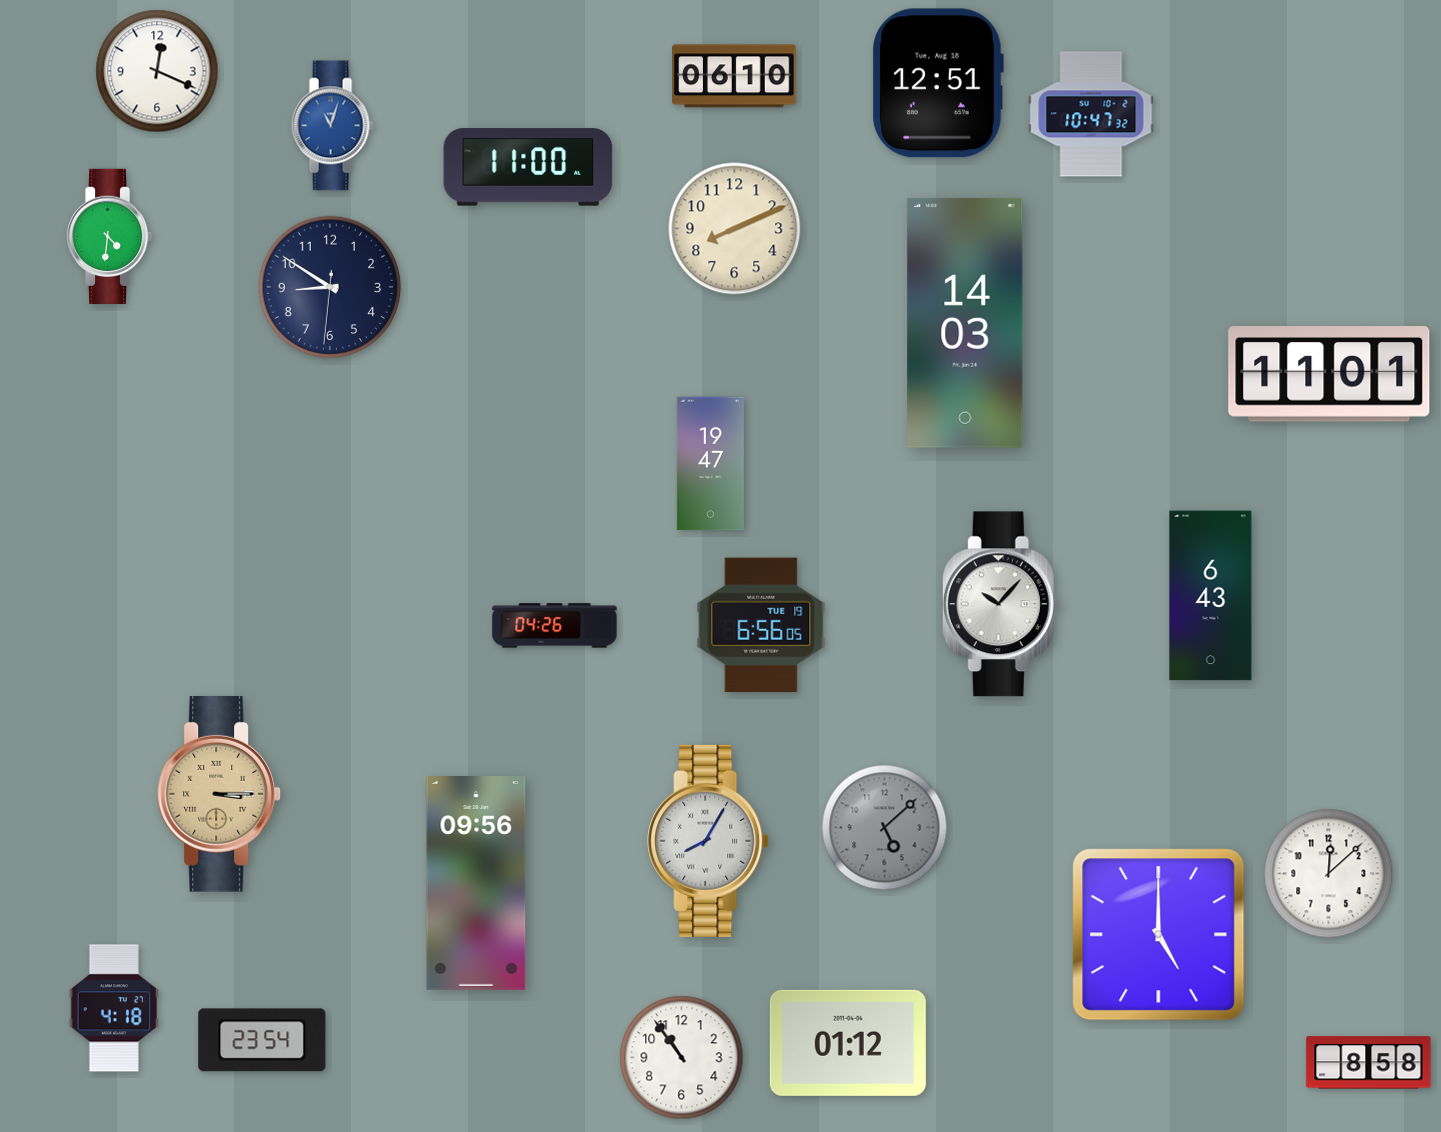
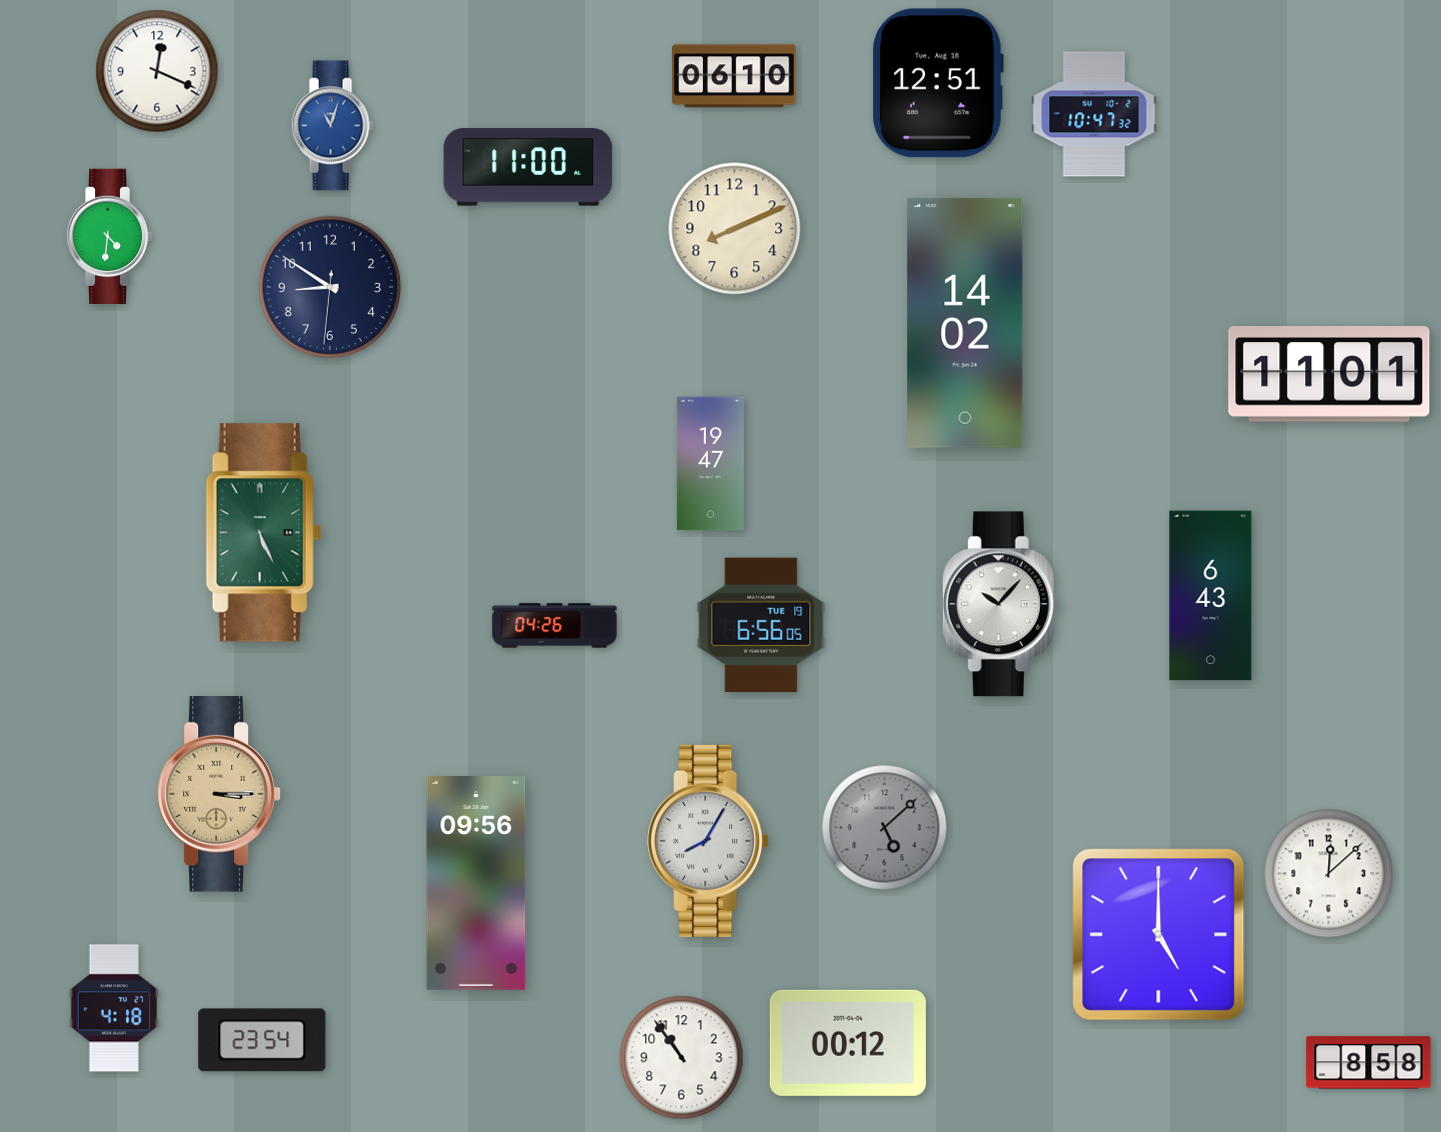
clock at (1091, 114) position: (1091, 114) -> (1094, 114)
clock at (965, 323): 14:03 -> 14:02
clock at (263, 533): none -> 5:26
clock at (848, 1043): 01:12 -> 00:12
